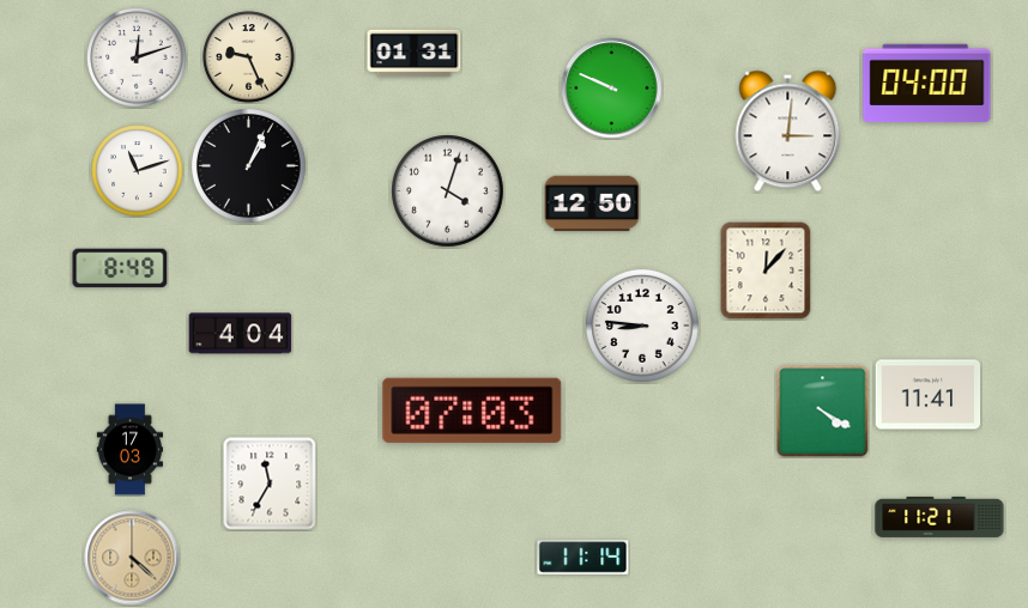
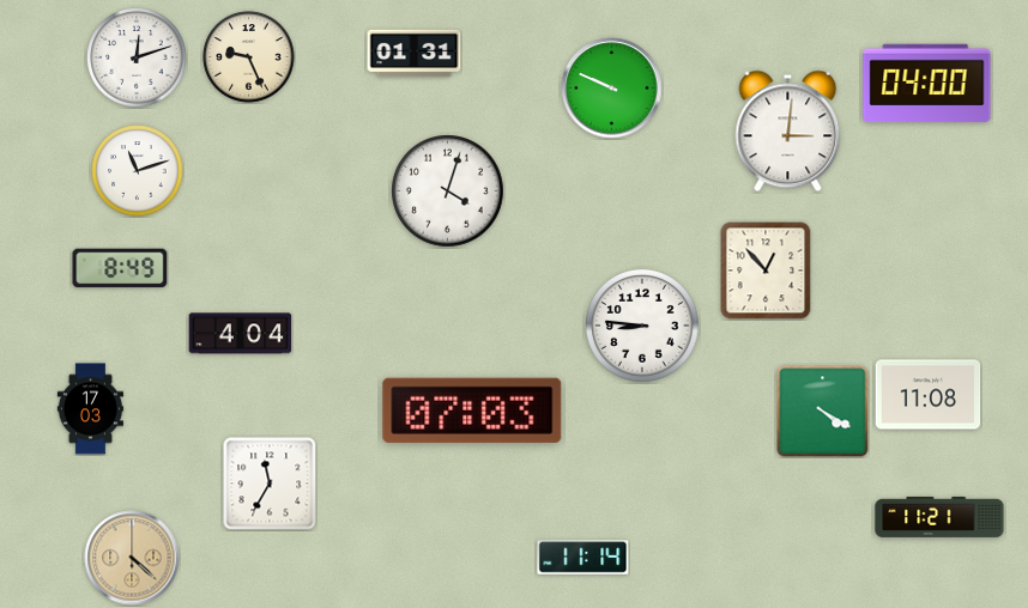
clock at (249, 166): 1:04 -> none
clock at (592, 203): 12:50 -> none
clock at (766, 270): 12:07 -> 12:53
clock at (929, 395): 11:41 -> 11:08
clock at (129, 450) position: (129, 450) -> (90, 409)
